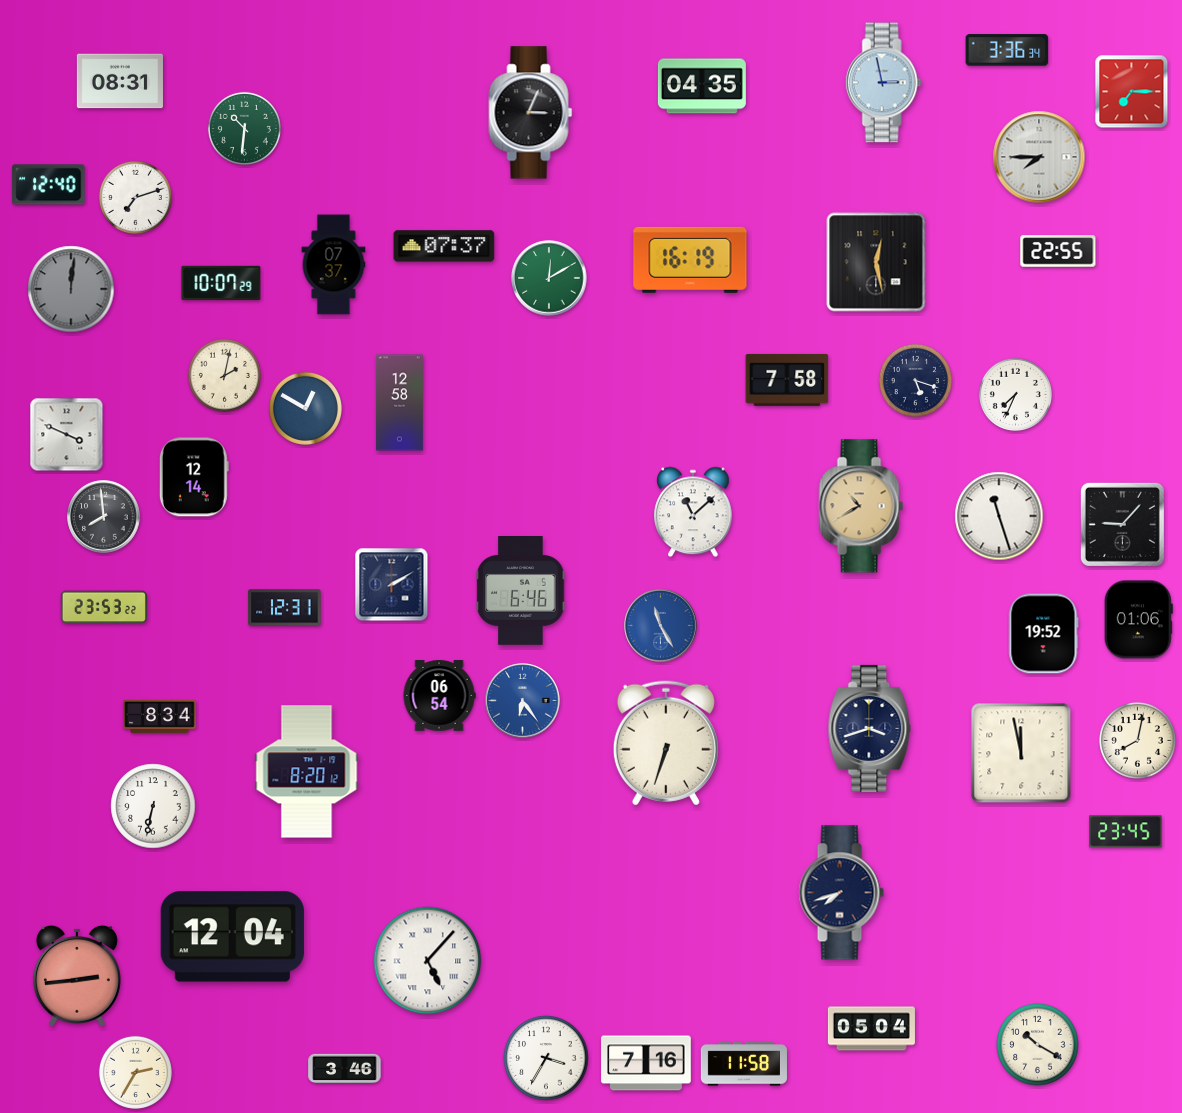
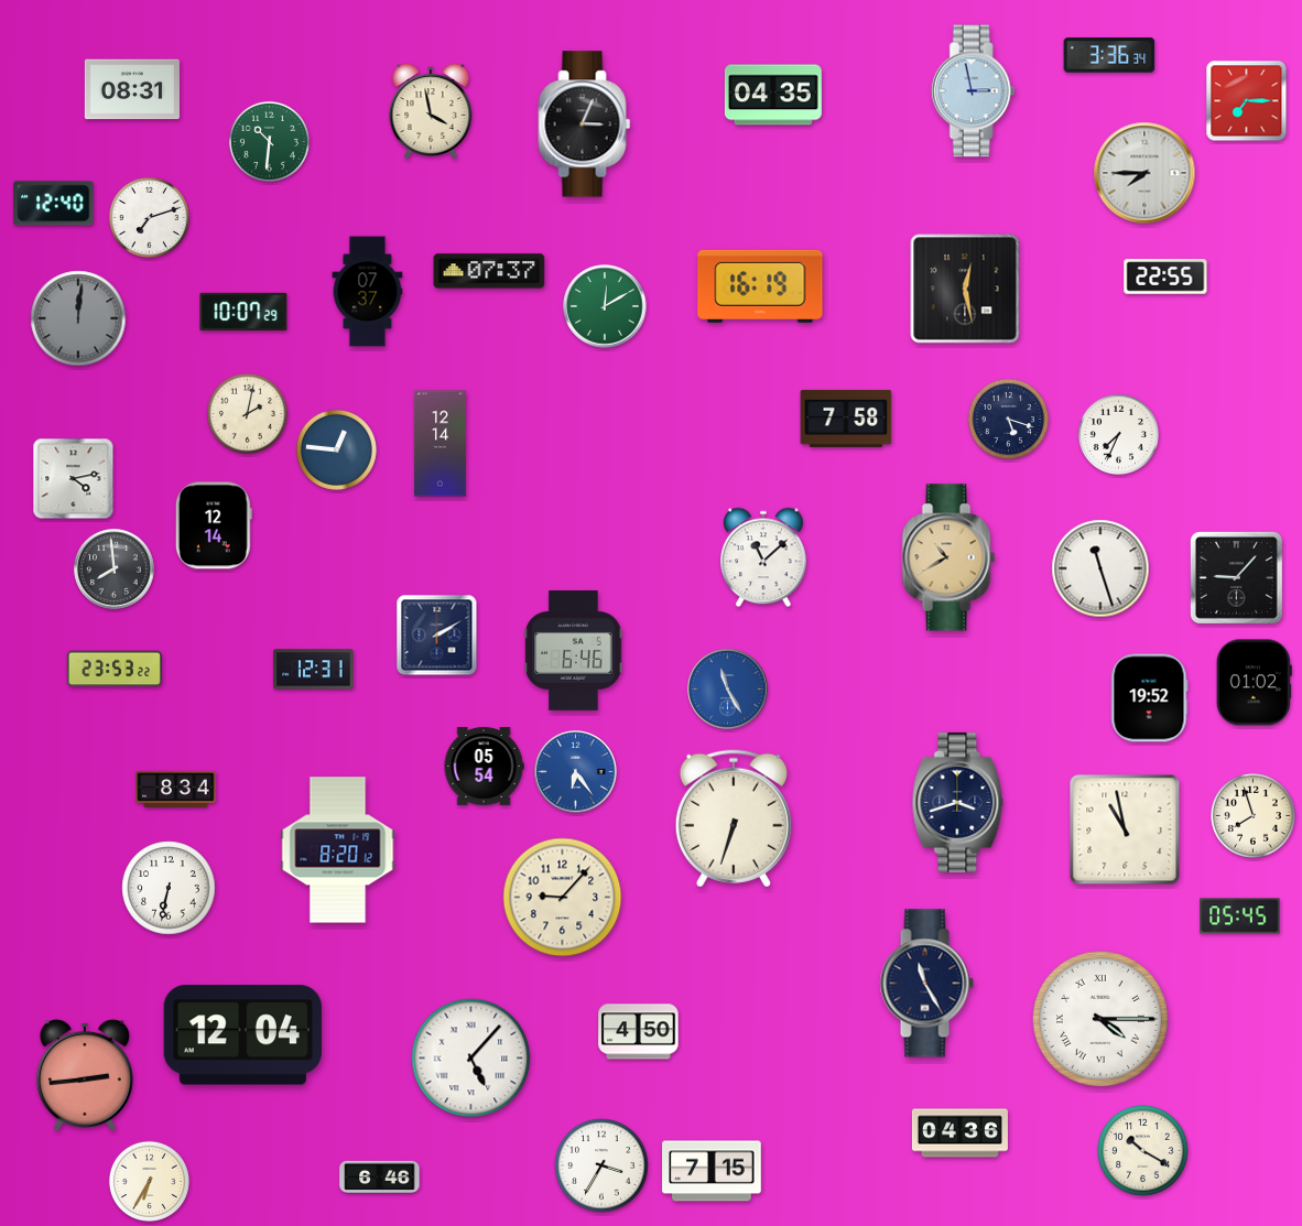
clock at (431, 111): none -> 3:58
clock at (787, 380) position: (787, 380) -> (846, 419)
clock at (400, 403): 12:58 -> 12:14
clock at (305, 408): 12:50 -> 12:46
clock at (67, 435): 3:49 -> 4:13
clock at (693, 512) position: (693, 512) -> (763, 557)
clock at (392, 585) position: (392, 585) -> (437, 636)
clock at (1138, 620): 01:06 -> 01:02
clock at (439, 696): 06:54 -> 05:54
clock at (1137, 740): 8:02 -> 7:57
clock at (1021, 753): 11:58 -> 10:58
clock at (563, 898): none -> 9:07
clock at (1126, 832): 23:45 -> 05:45
clock at (841, 893): 7:42 -> 11:25
clock at (1100, 1019): none -> 4:15
clock at (232, 937) position: (232, 937) -> (242, 1035)
clock at (639, 1032): none -> 4:50
clock at (871, 1029): 05:04 -> 04:36
clock at (646, 1063): 7:16 -> 7:15
clock at (744, 1064): 11:58 -> none
clock at (345, 1068): 3:46 -> 6:46
clock at (135, 1072): 2:35 -> 6:35
